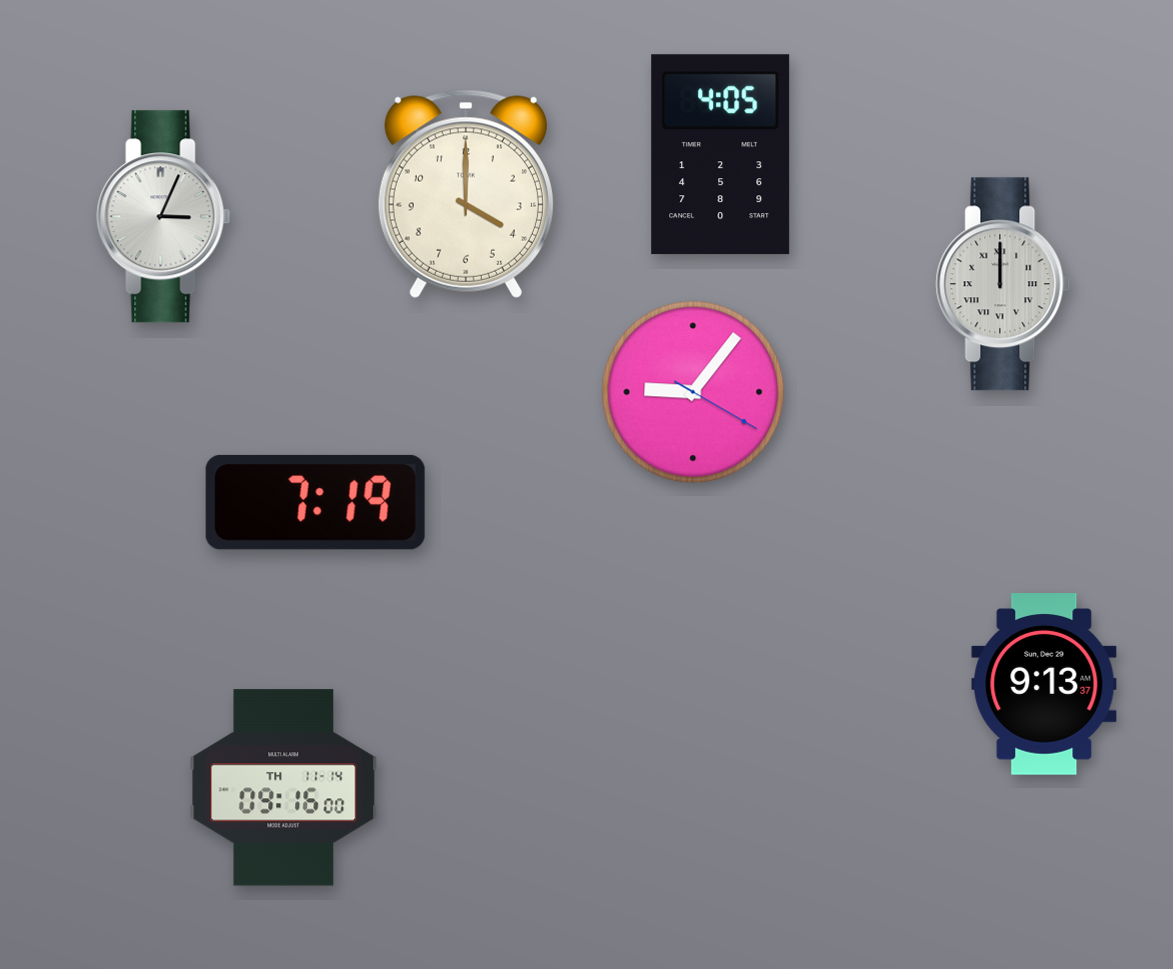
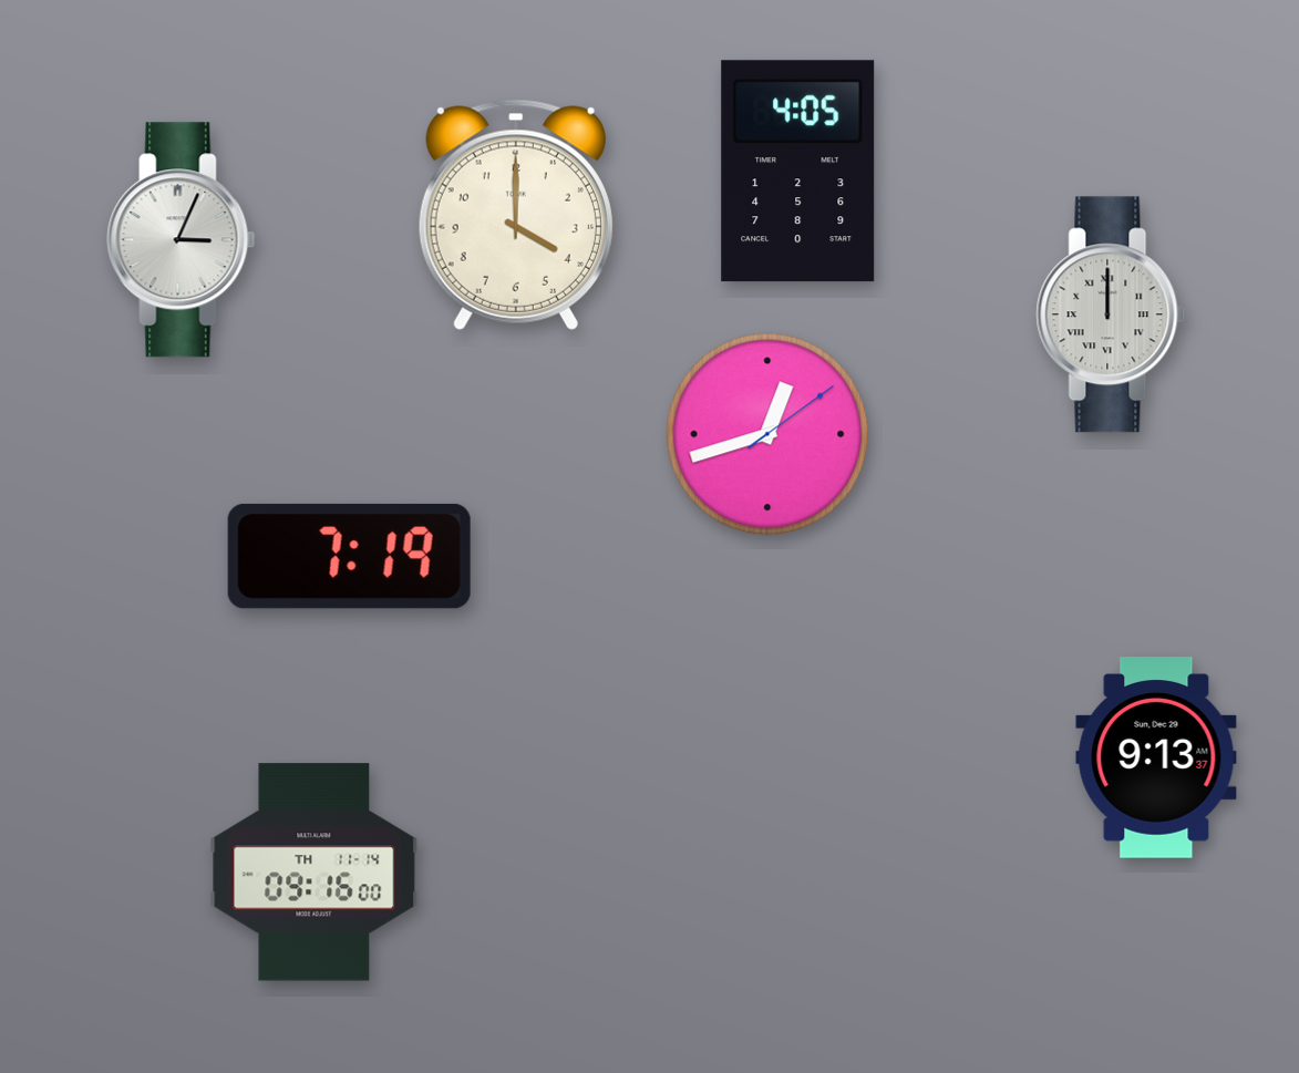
clock at (693, 392): 9:06 -> 12:42
